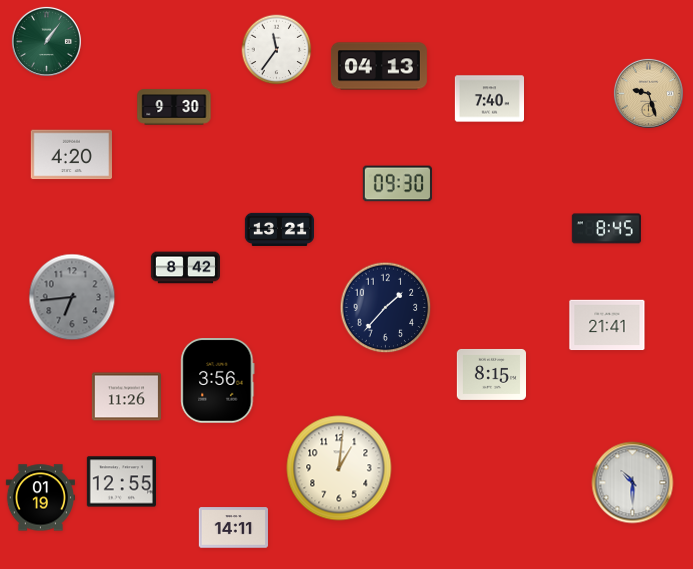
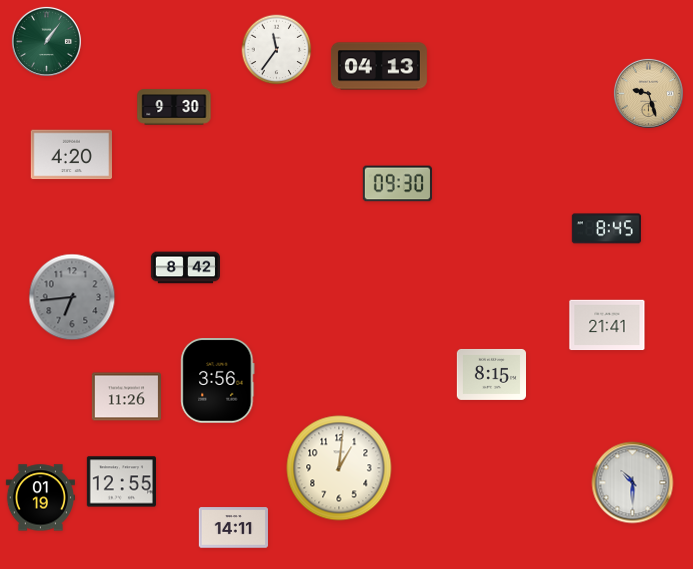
clock at (489, 99): 7:40 -> none
clock at (279, 229): 13:21 -> none
clock at (386, 308): 1:37 -> none
